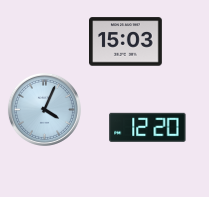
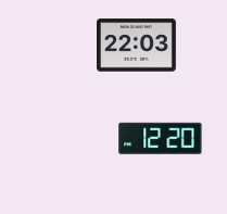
clock at (126, 42): 15:03 -> 22:03
clock at (44, 109): 4:04 -> none
